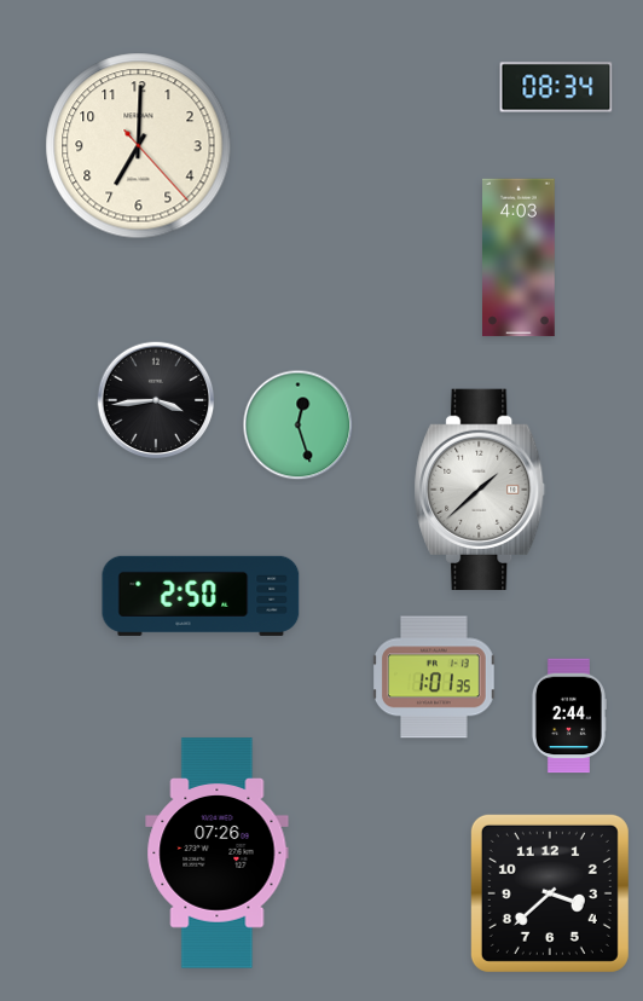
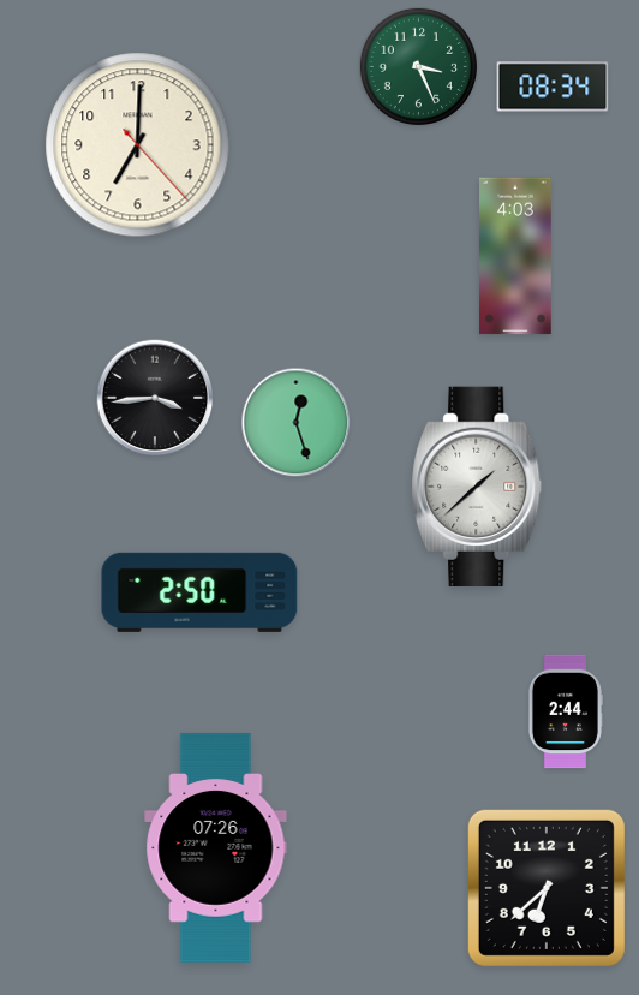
clock at (418, 66): none -> 3:26
clock at (435, 677): 1:01 -> none
clock at (550, 893): 3:38 -> 6:38
